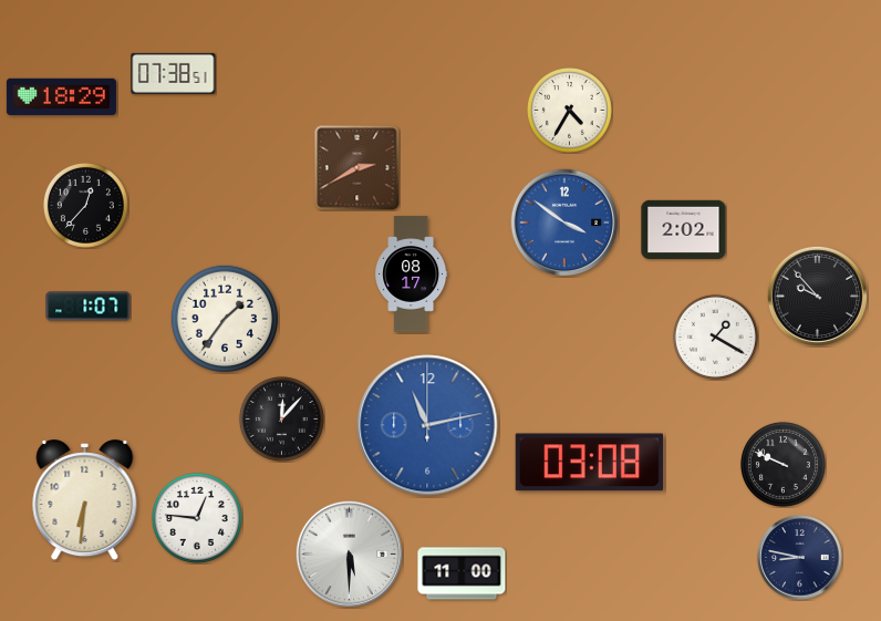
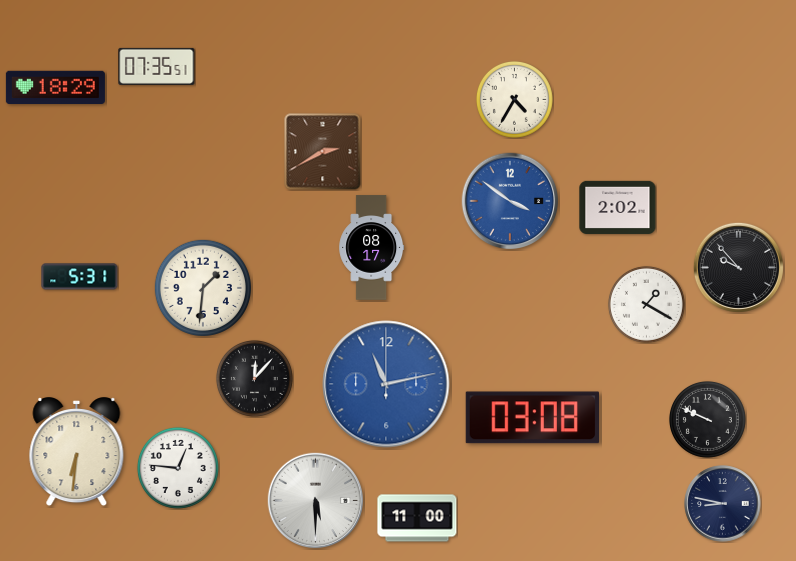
clock at (174, 73): 07:38 -> 07:35
clock at (85, 205): 12:37 -> none
clock at (89, 307): 1:07 -> 5:31
clock at (225, 319): 1:36 -> 1:31
